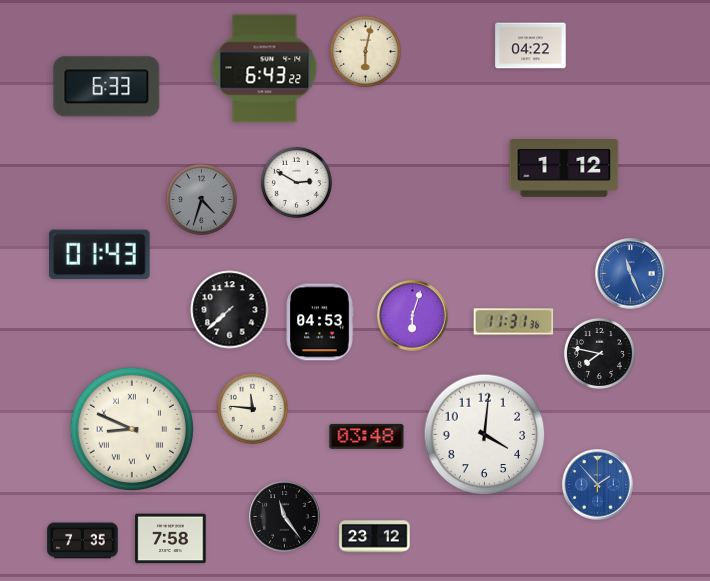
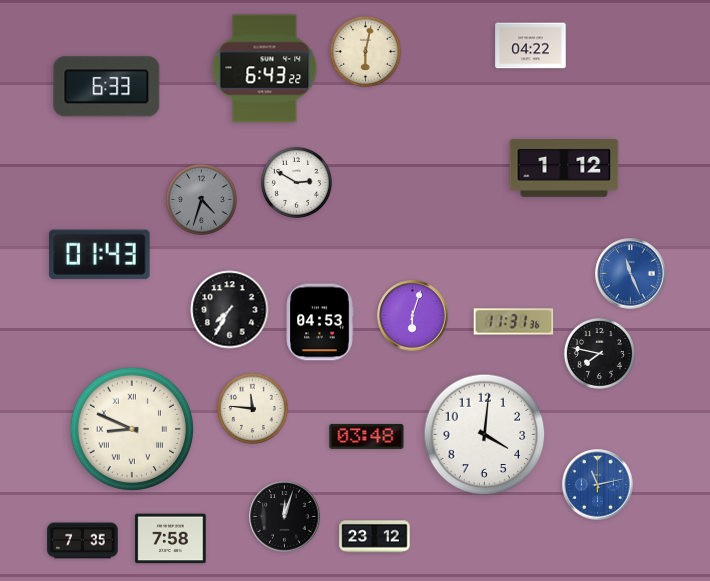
clock at (230, 310): 7:38 -> 7:35
clock at (598, 485): 1:53 -> 11:13
clock at (285, 517): 11:24 -> 12:03
